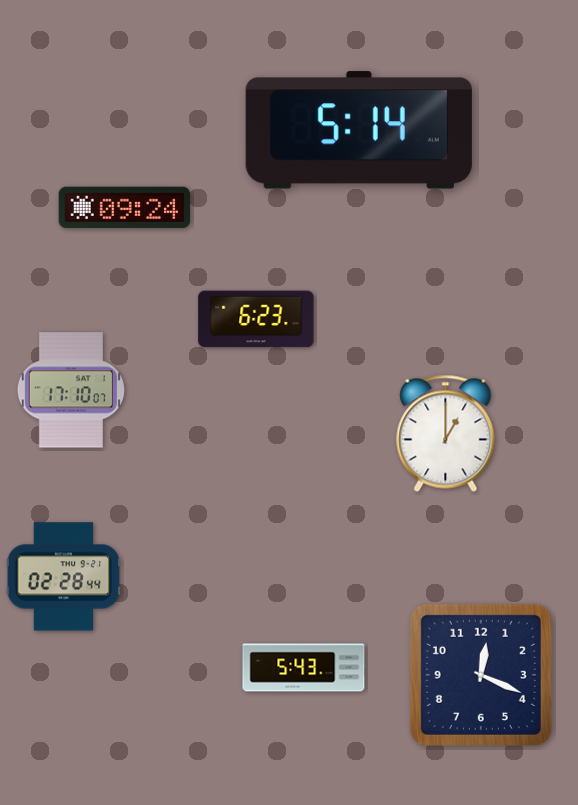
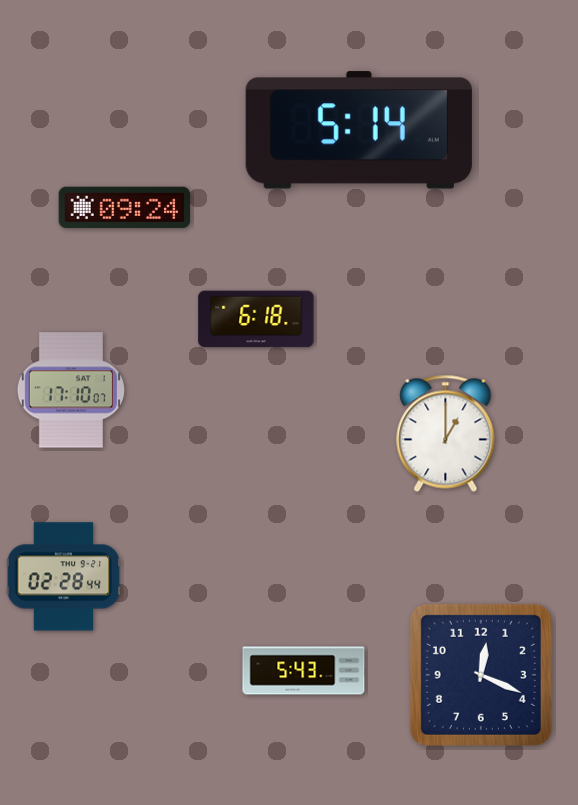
clock at (256, 319): 6:23 -> 6:18
clock at (304, 668) position: (304, 668) -> (304, 671)
